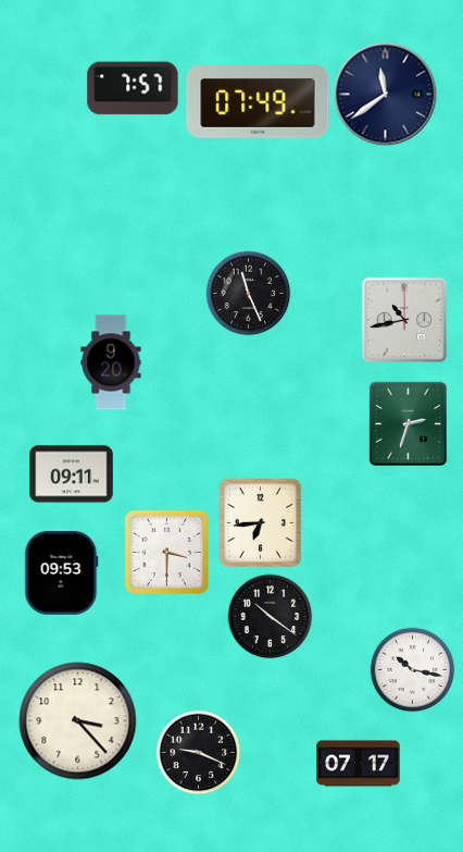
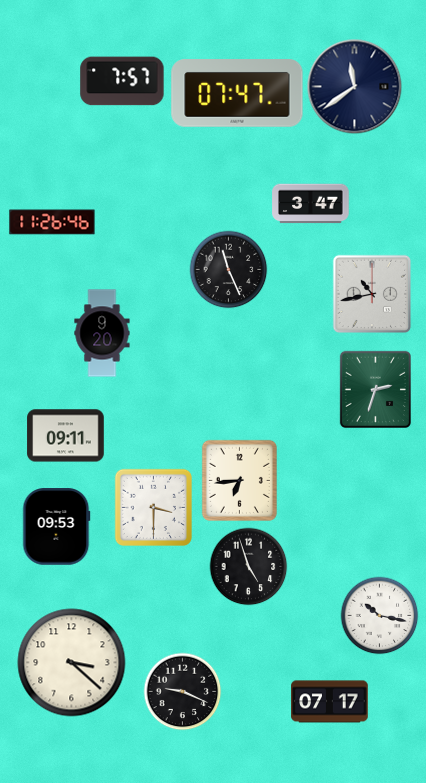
clock at (258, 101): 07:49 -> 07:47
clock at (311, 204): none -> 3:47
clock at (52, 222): none -> 11:26
clock at (270, 616): 10:21 -> 4:57
clock at (78, 721): 3:23 -> 3:22
